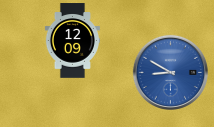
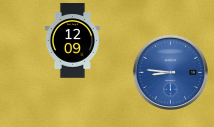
clock at (170, 72): 8:50 -> 8:46
